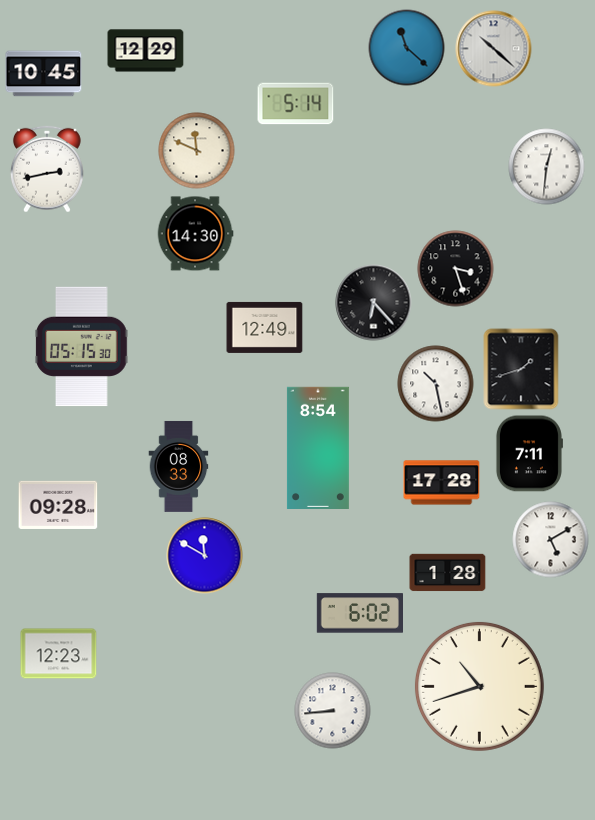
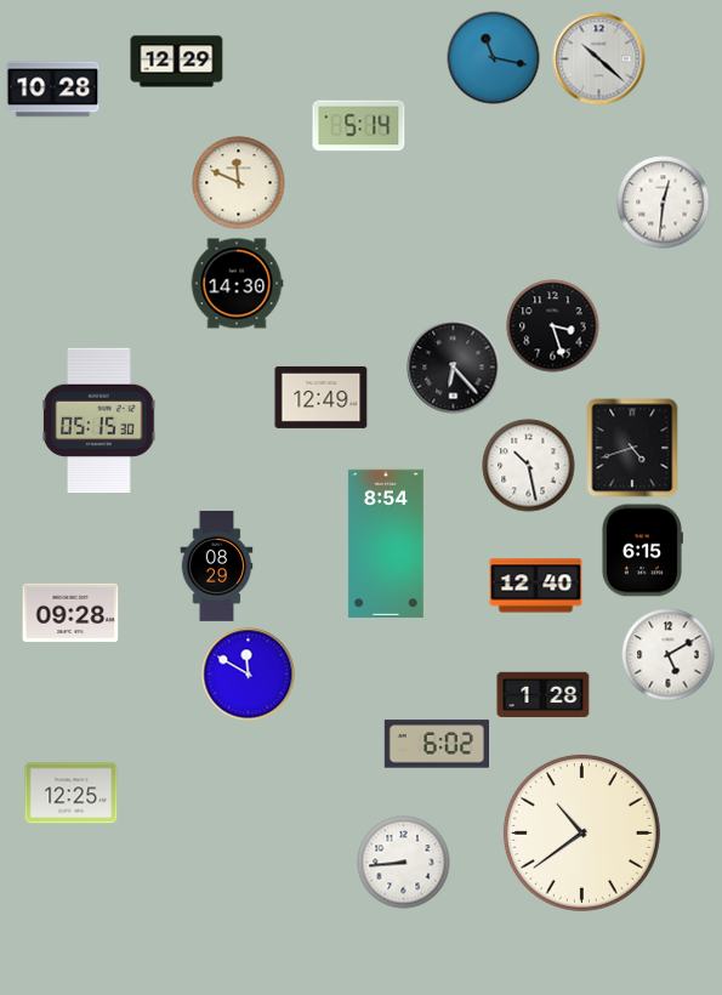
clock at (407, 48): 11:22 -> 11:17
clock at (44, 74): 10:45 -> 10:28
clock at (47, 169): 2:43 -> none
clock at (521, 369): 1:42 -> 4:42
clock at (529, 454): 7:11 -> 6:15
clock at (179, 466): 08:33 -> 08:29
clock at (442, 483): 17:28 -> 12:40
clock at (59, 654): 12:23 -> 12:25
clock at (479, 686): 10:42 -> 10:39
